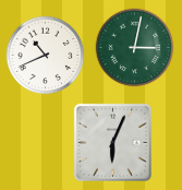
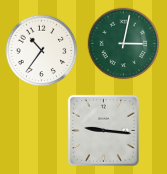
clock at (46, 56): 10:41 -> 10:36
clock at (112, 142): 6:04 -> 9:16
